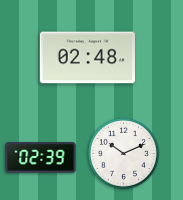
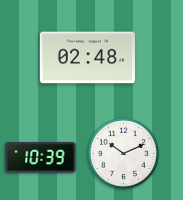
clock at (41, 158): 02:39 -> 10:39
